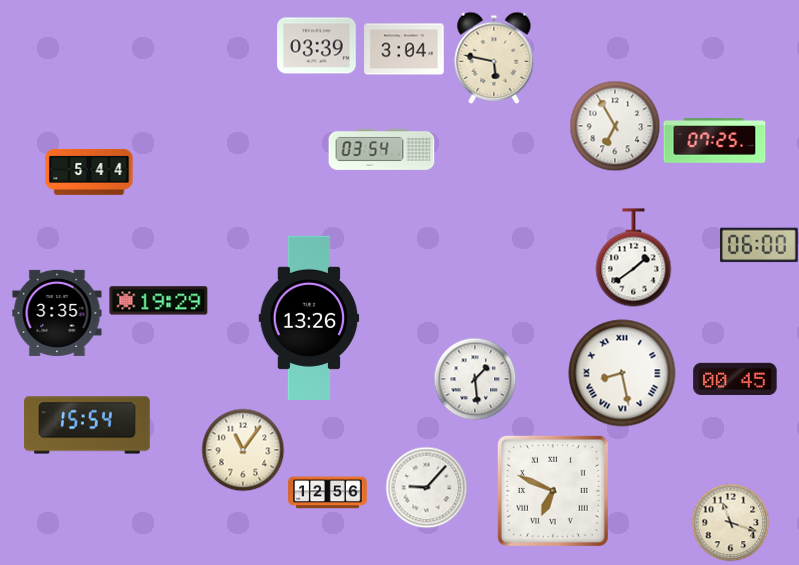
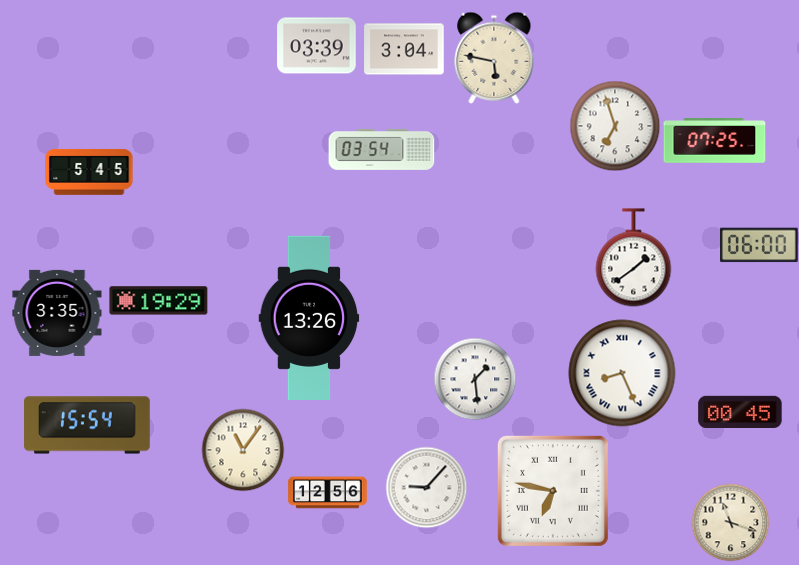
clock at (615, 126): 6:55 -> 6:57
clock at (89, 172): 5:44 -> 5:45
clock at (622, 373): 8:28 -> 8:26
clock at (735, 378) position: (735, 378) -> (740, 411)
clock at (553, 491): 6:49 -> 6:47
